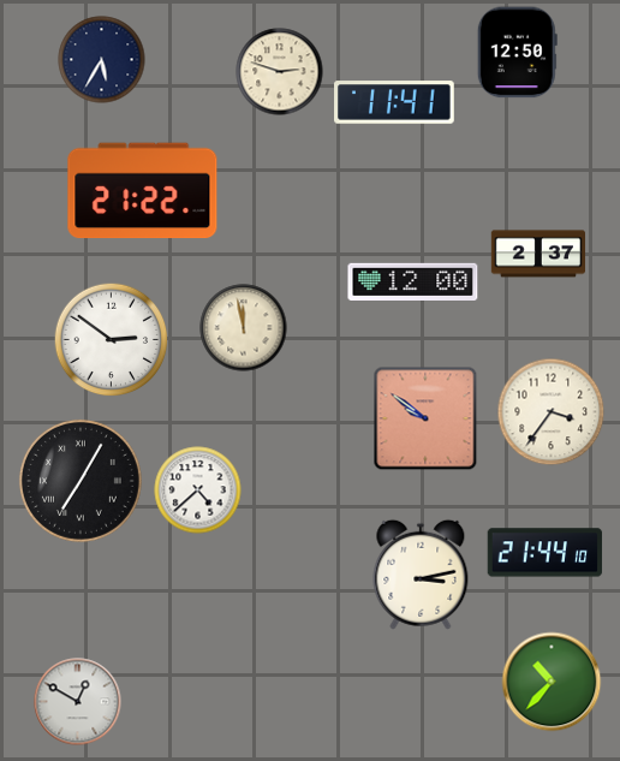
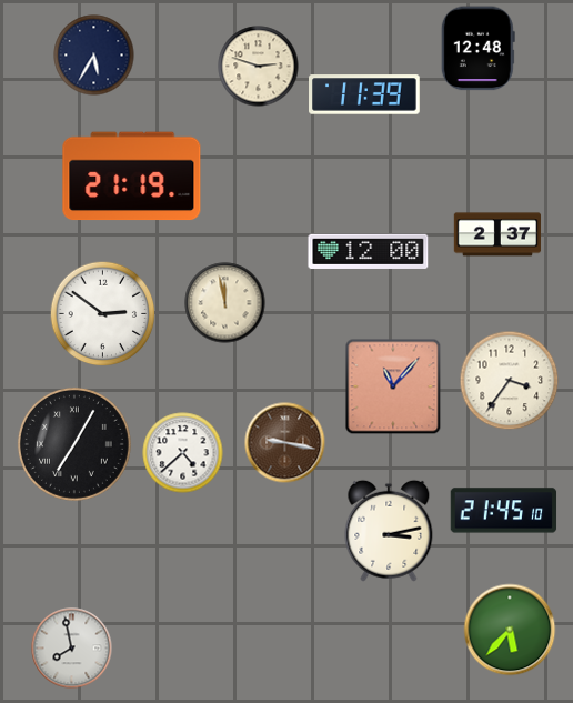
clock at (517, 53): 12:50 -> 12:48
clock at (394, 102): 11:41 -> 11:39
clock at (143, 191): 21:22 -> 21:19
clock at (413, 281) position: (413, 281) -> (369, 251)
clock at (425, 418): 9:51 -> 11:07
clock at (285, 443): none -> 9:17
clock at (546, 553): 21:44 -> 21:45
clock at (552, 682): 10:37 -> 5:37
clock at (78, 702): 12:50 -> 7:58
